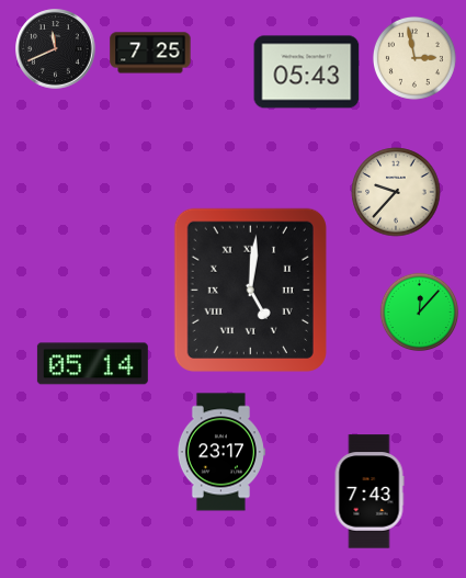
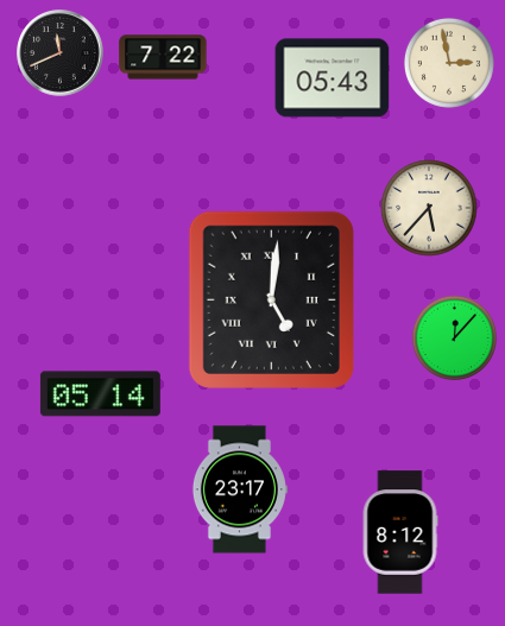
clock at (150, 53): 7:25 -> 7:22
clock at (396, 192): 9:37 -> 5:37
clock at (250, 290) position: (250, 290) -> (271, 299)
clock at (370, 491): 7:43 -> 8:12
